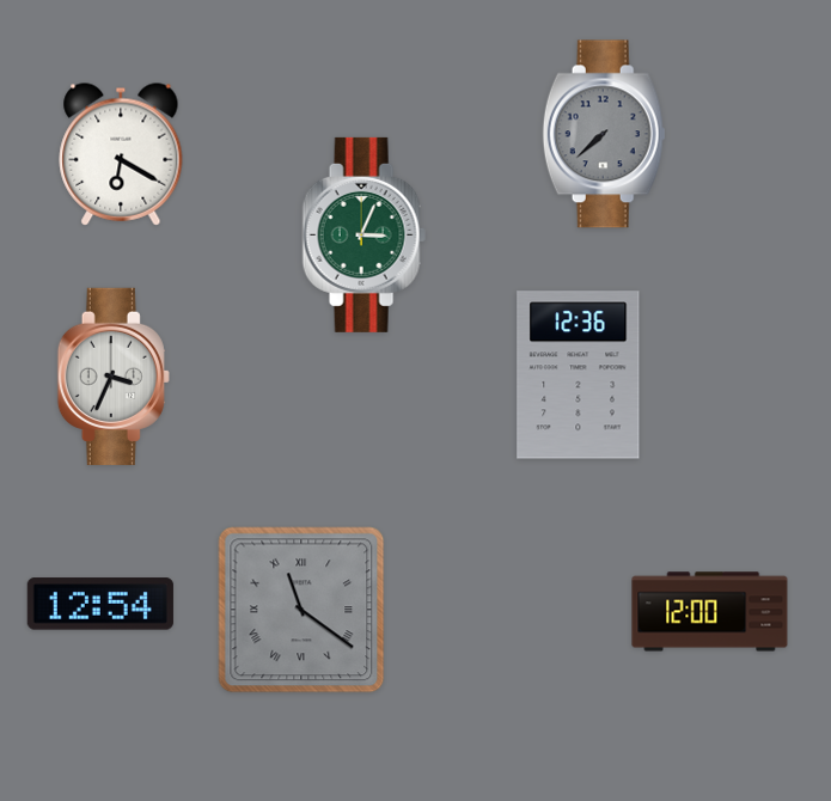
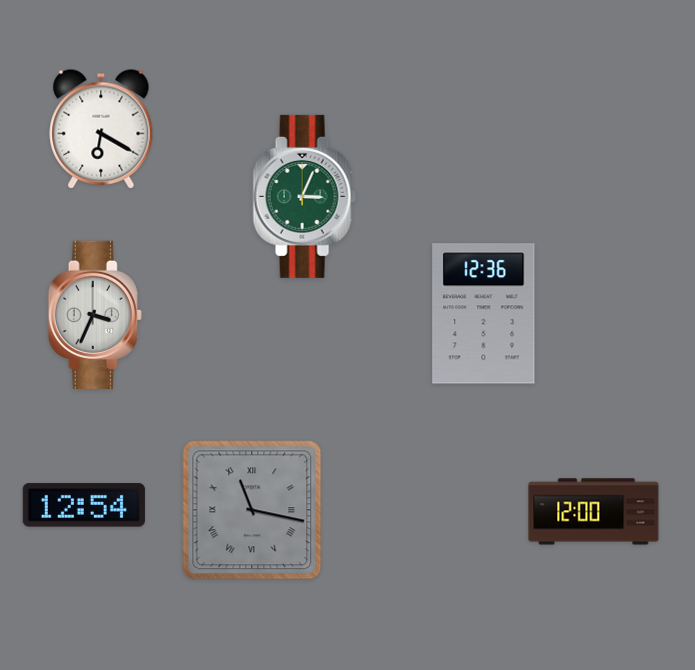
clock at (604, 134): 7:38 -> none
clock at (301, 610): 11:21 -> 11:17
